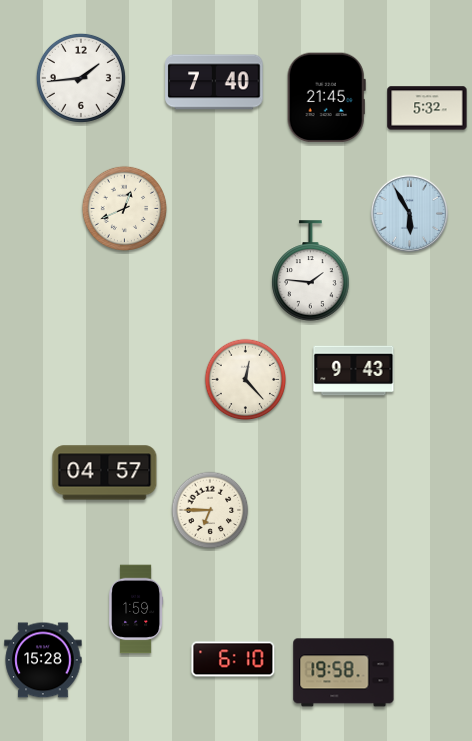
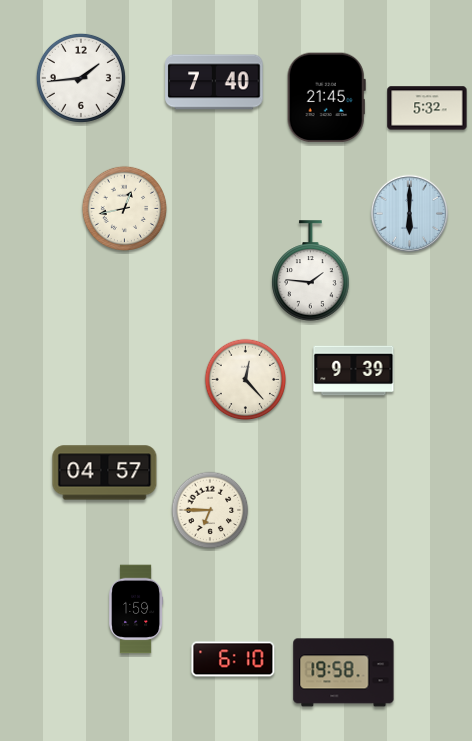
clock at (124, 208): 12:41 -> 12:43
clock at (409, 213): 5:55 -> 6:00
clock at (354, 371): 9:43 -> 9:39
clock at (43, 660): 15:28 -> none
